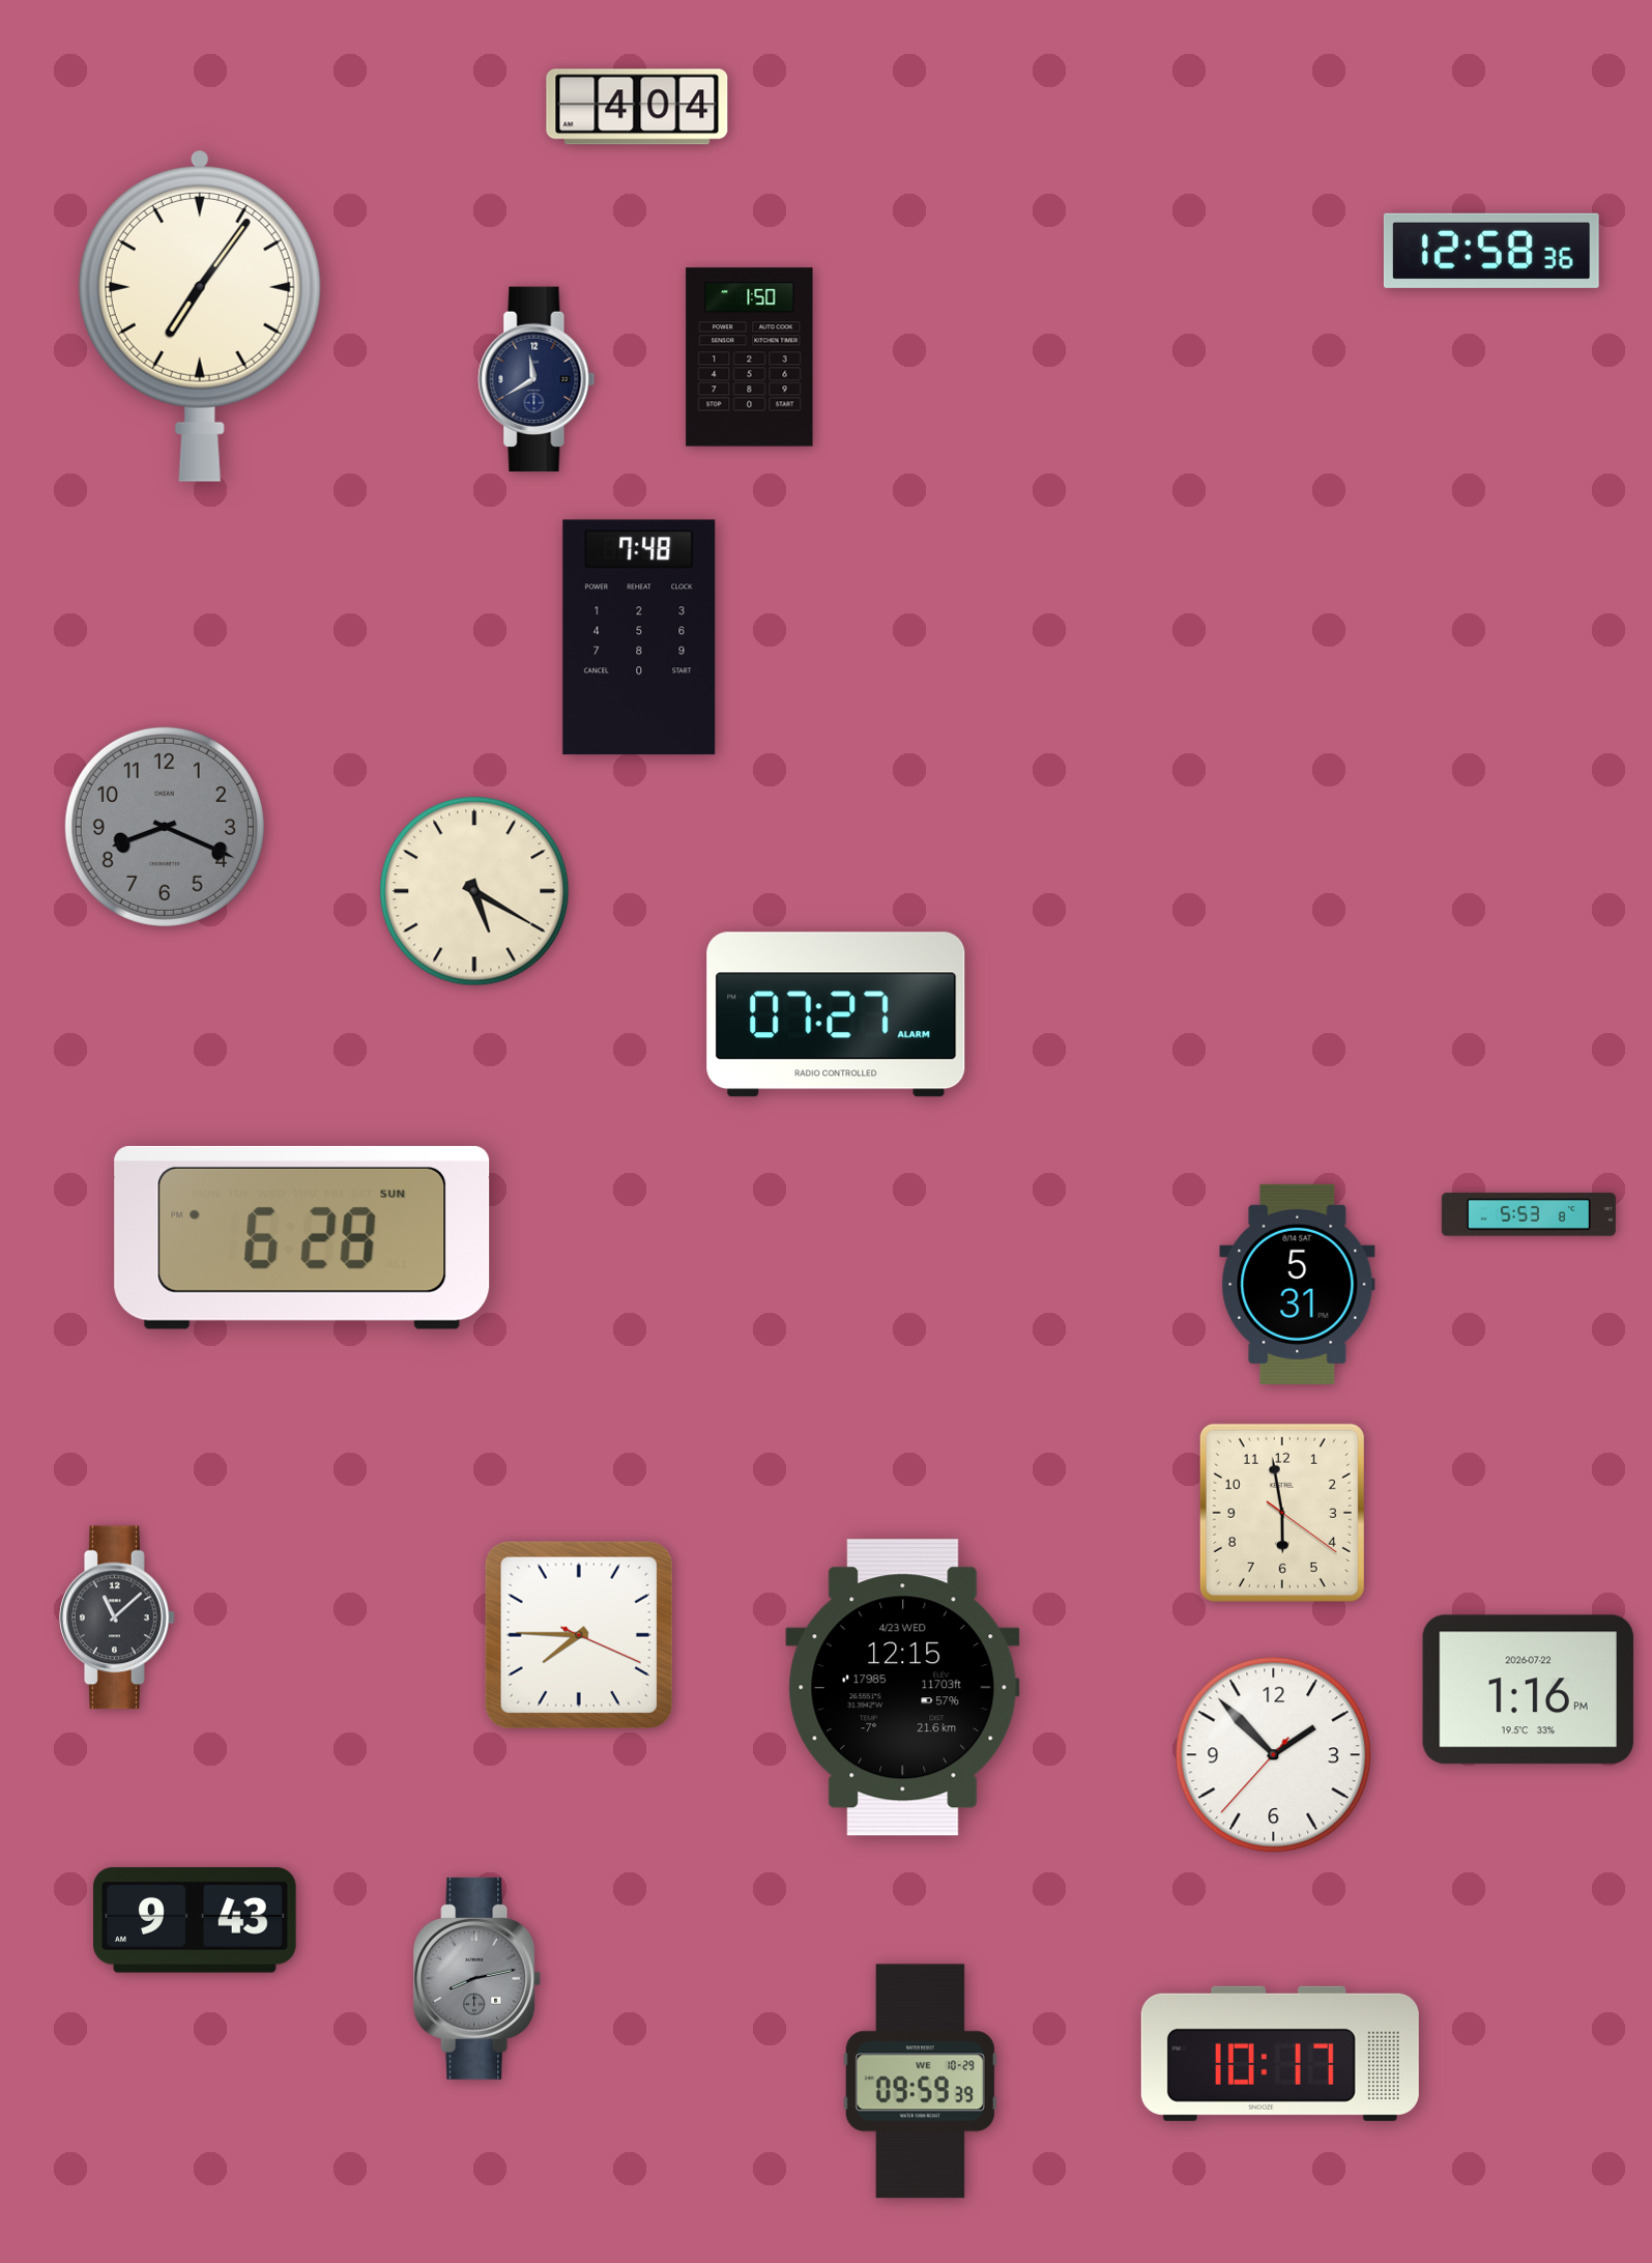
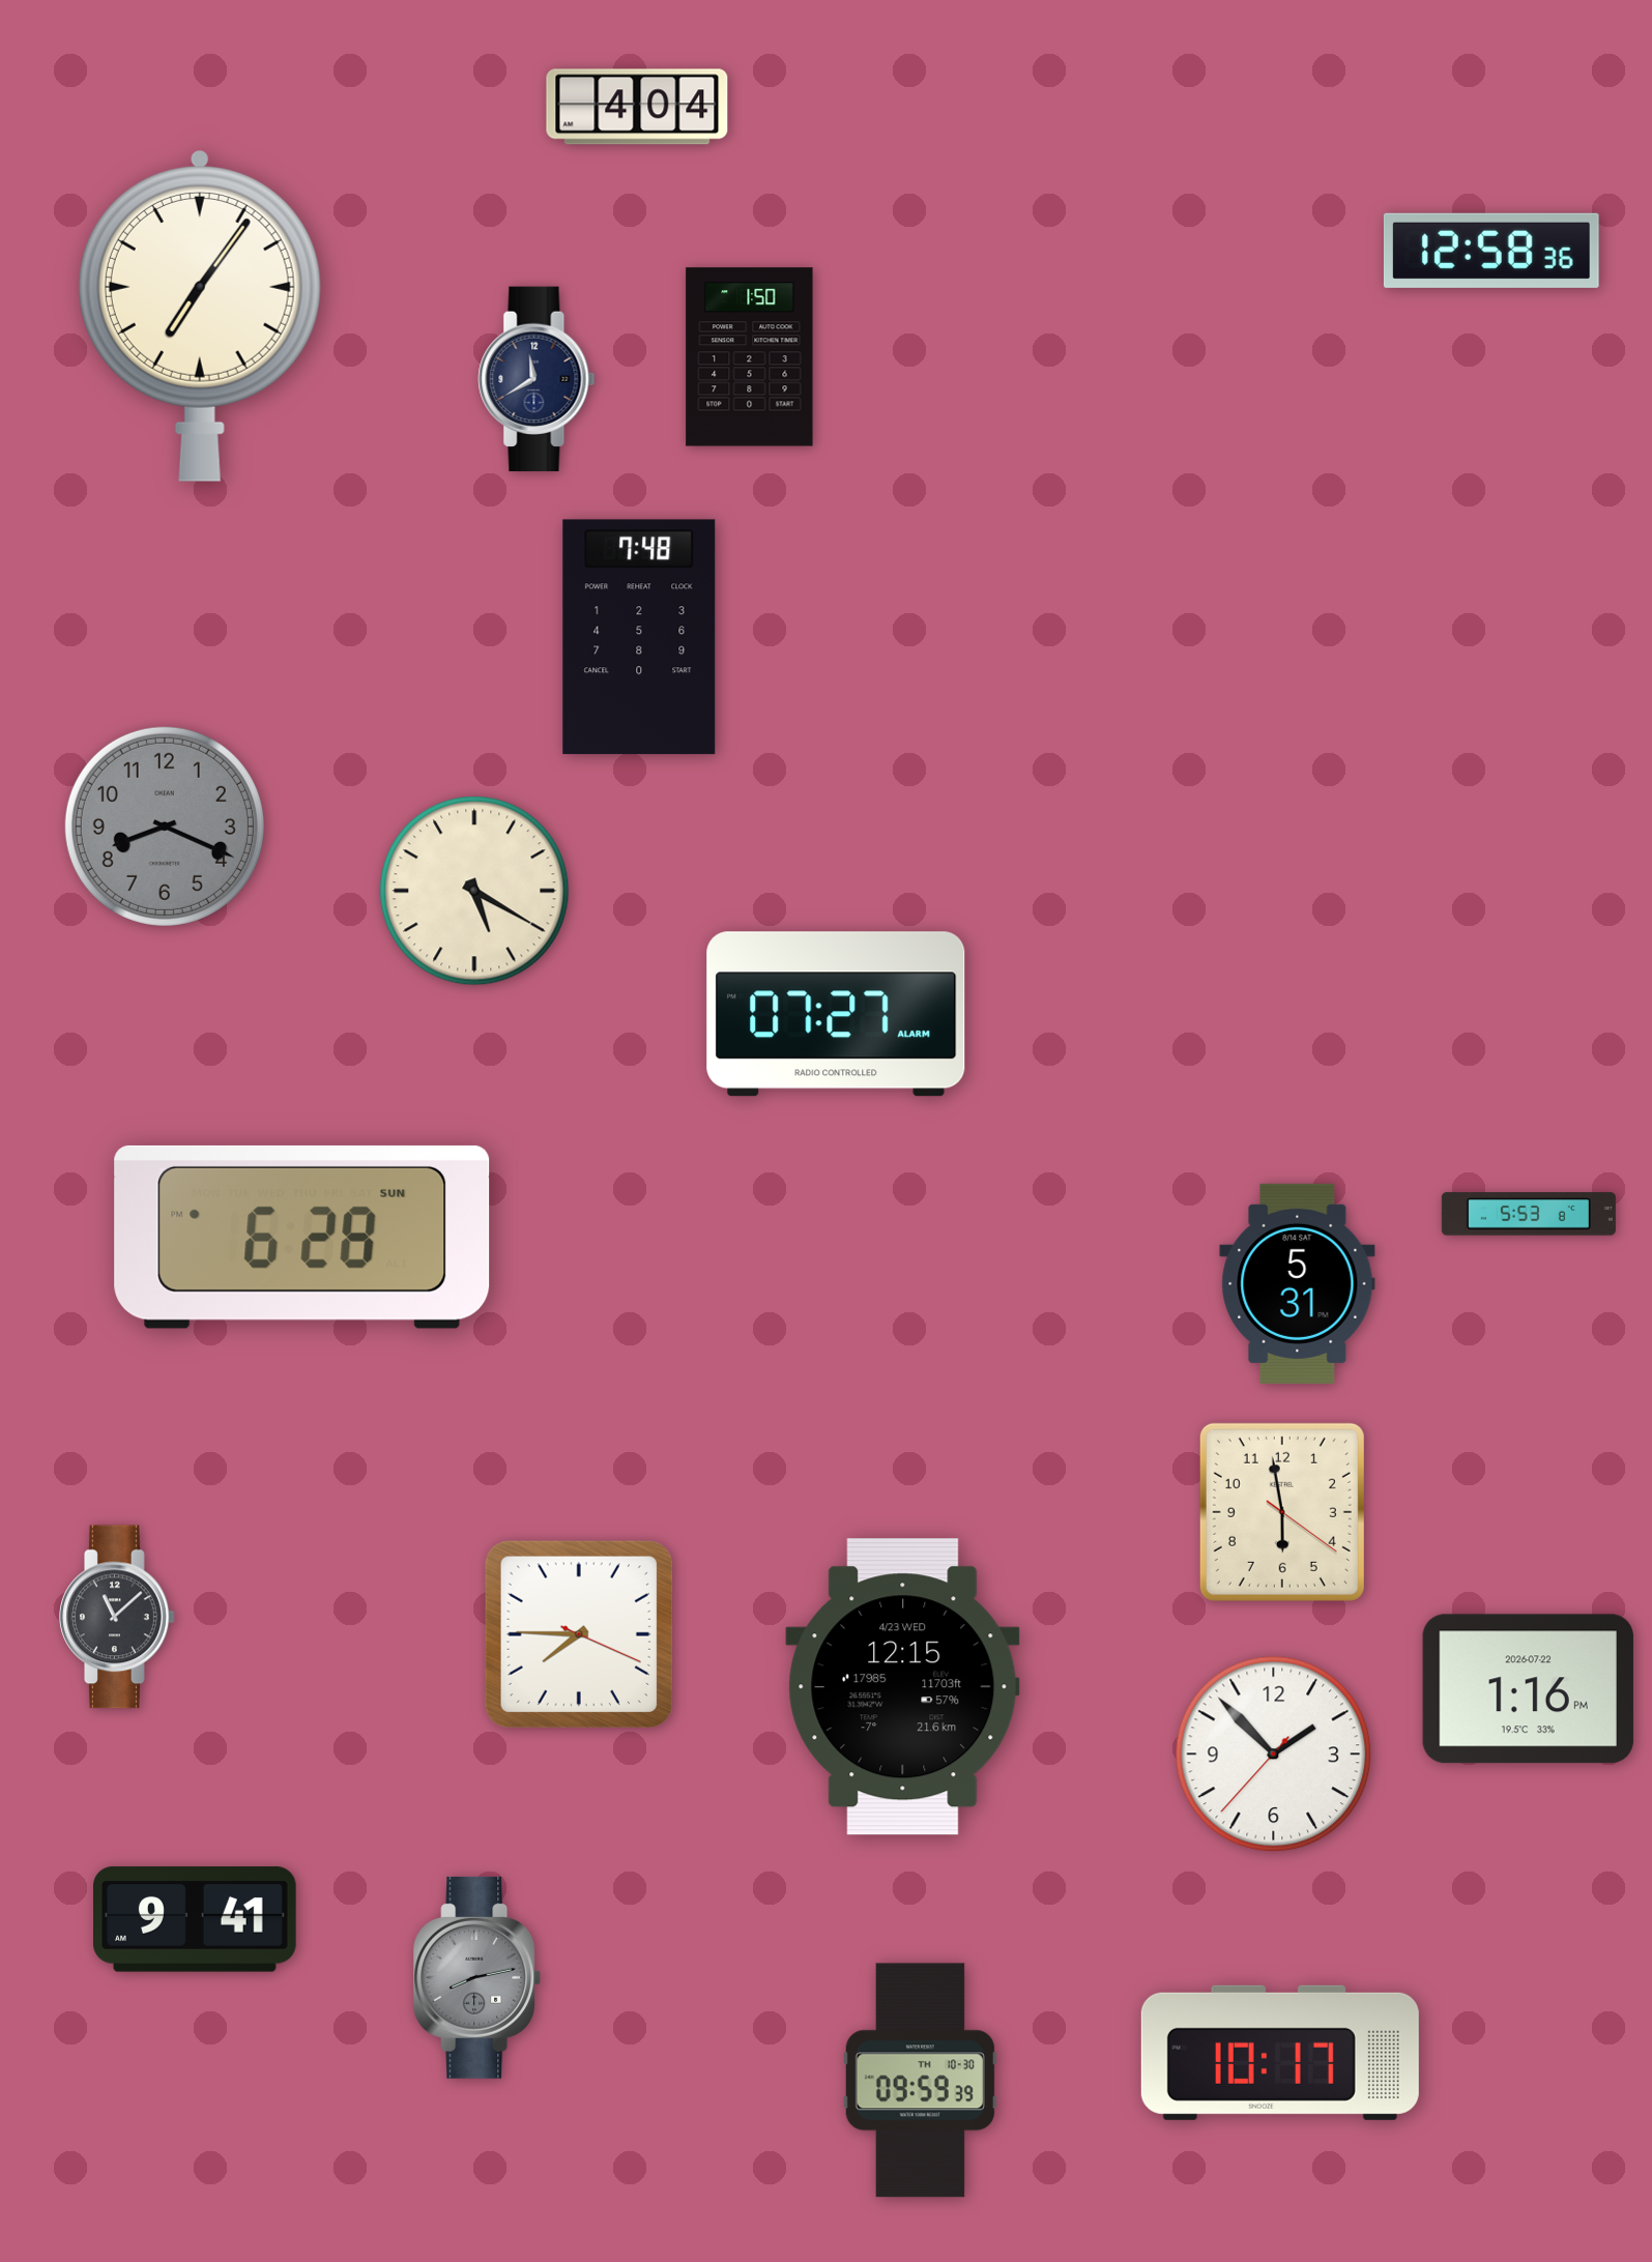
clock at (196, 1920): 9:43 -> 9:41
clock at (920, 2082) date: WE 10-29 -> TH 10-30
